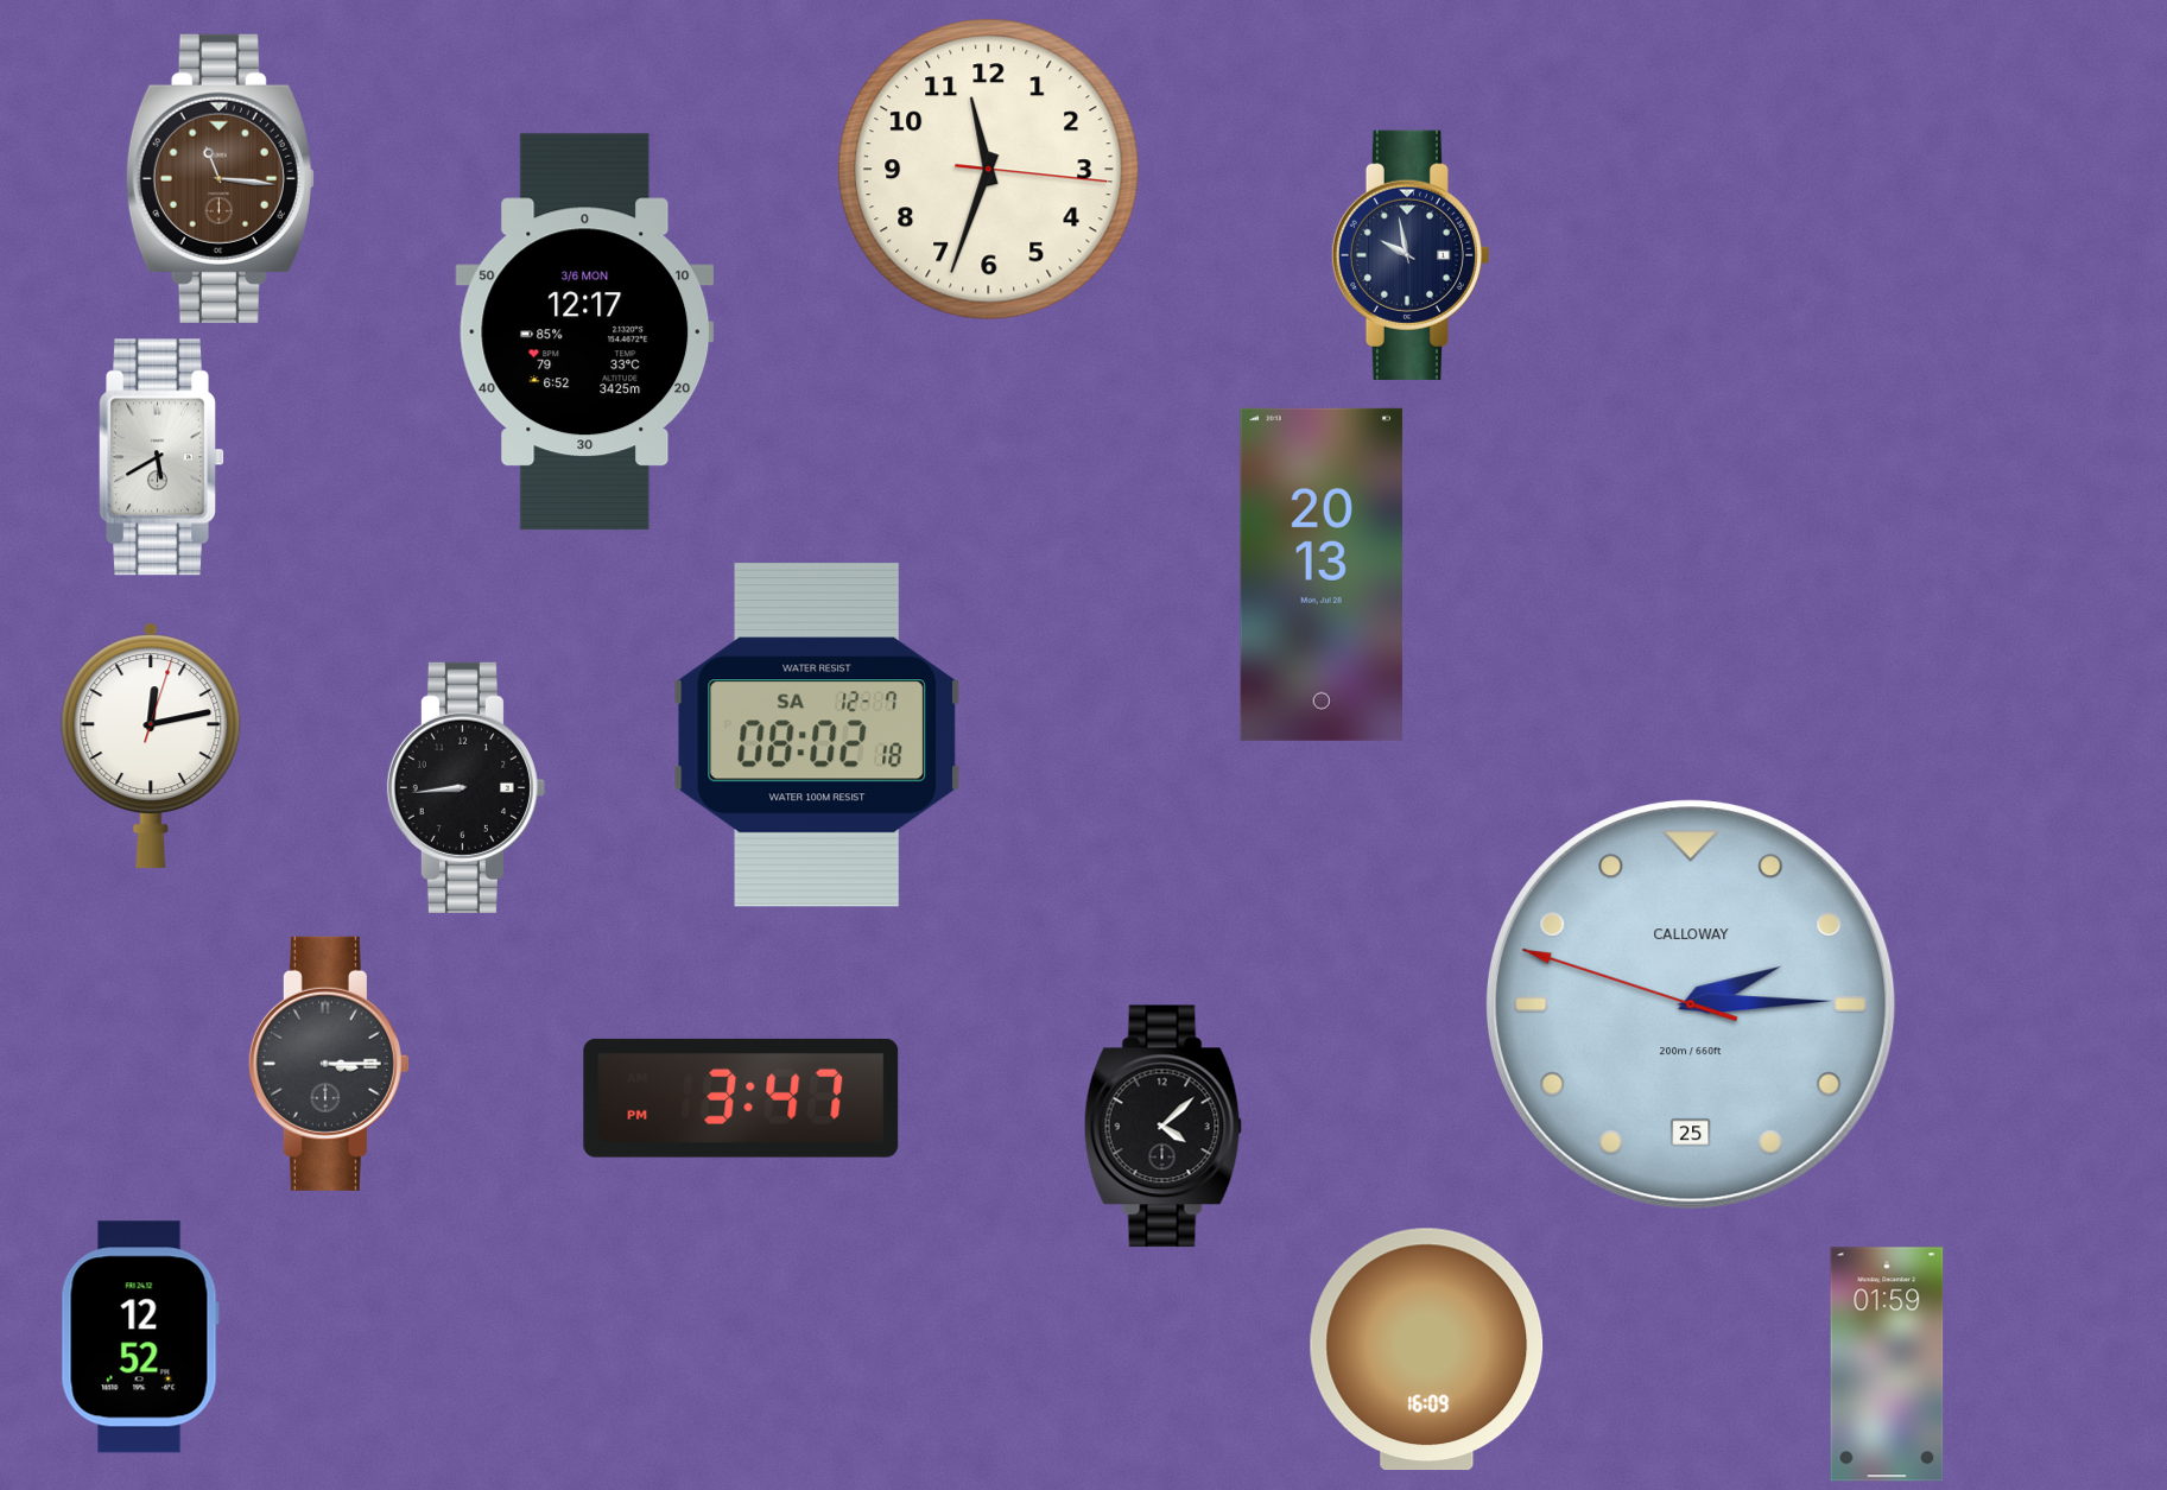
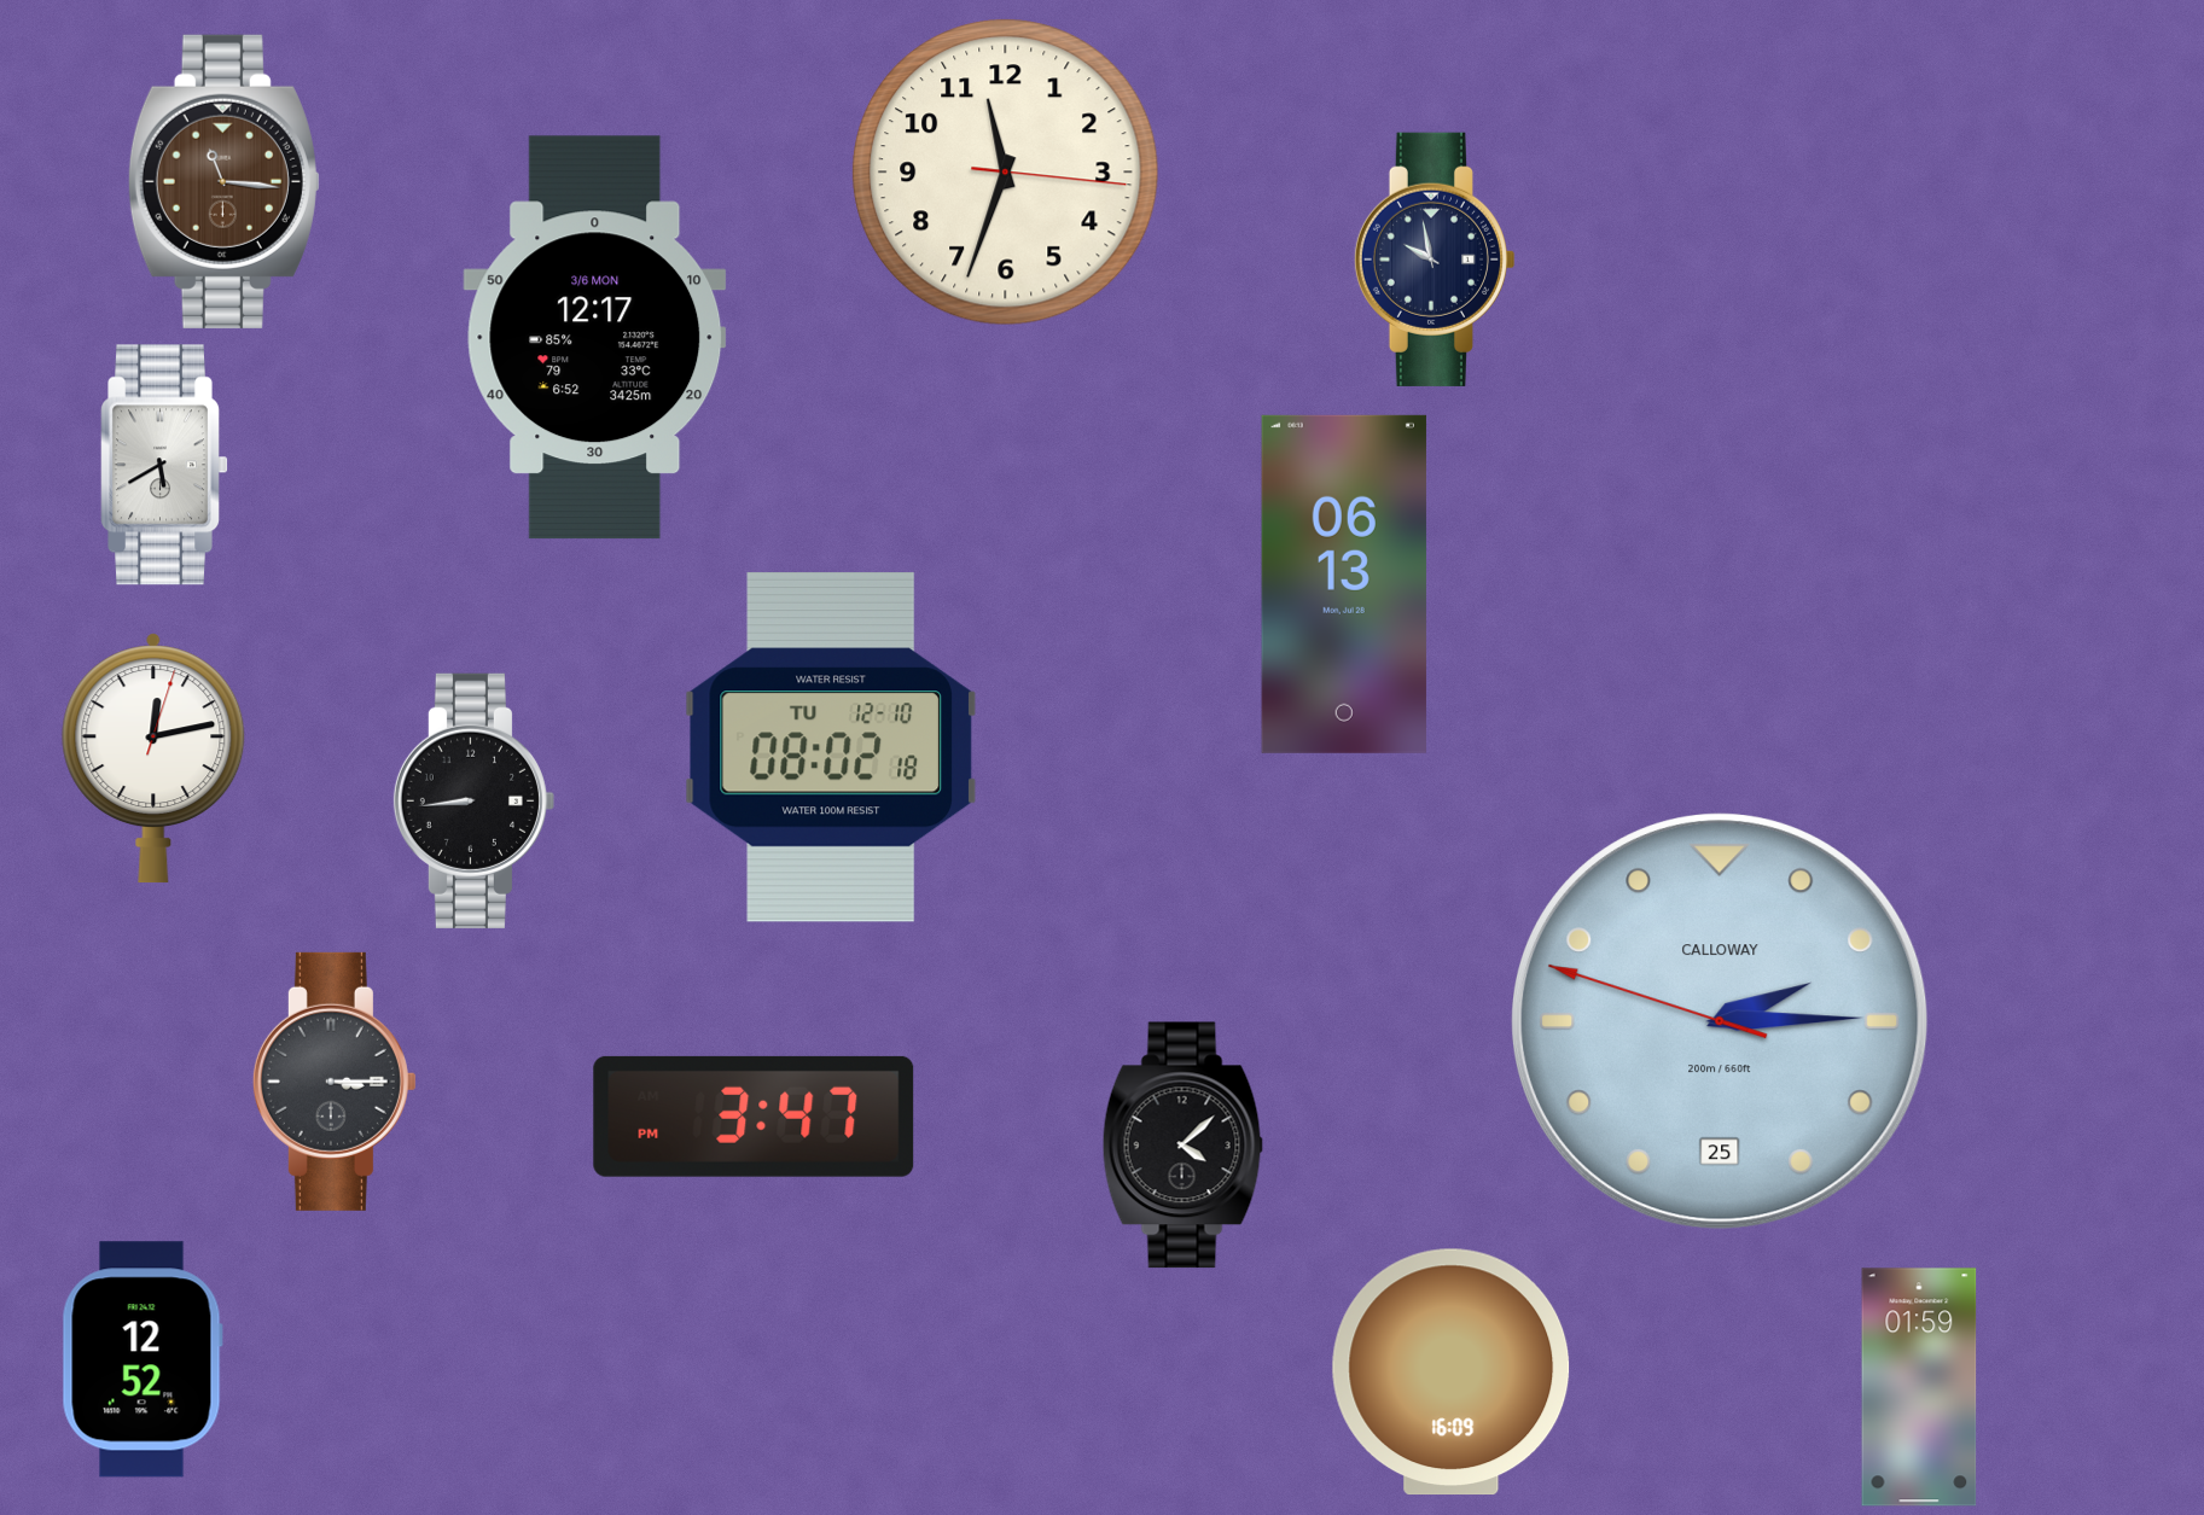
clock at (1322, 575): 20:13 -> 06:13
clock at (817, 735) date: SA 12-7 -> TU 12-10
